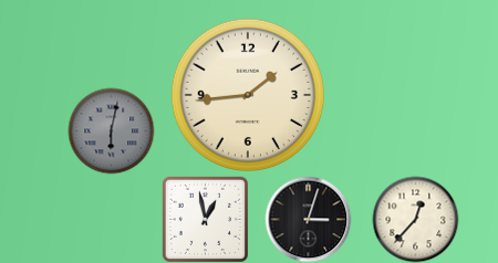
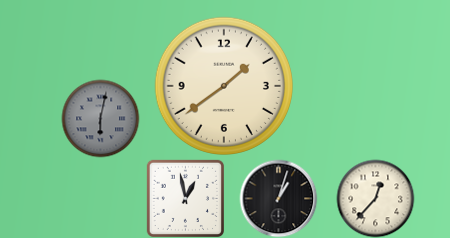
clock at (247, 94): 1:44 -> 1:39
clock at (308, 219): 3:03 -> 1:03
